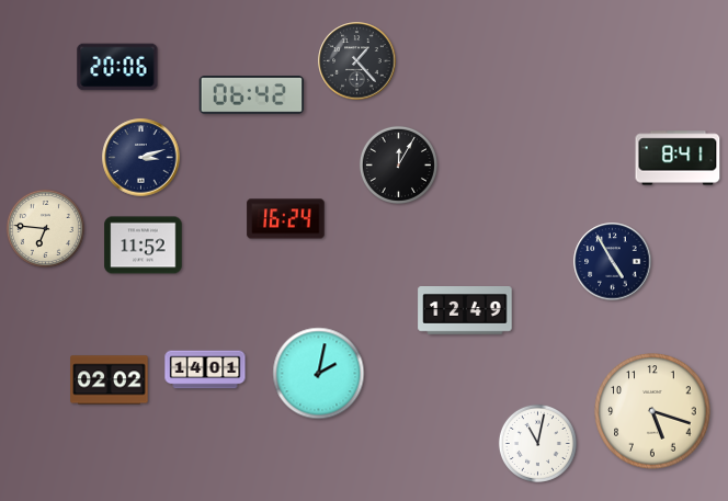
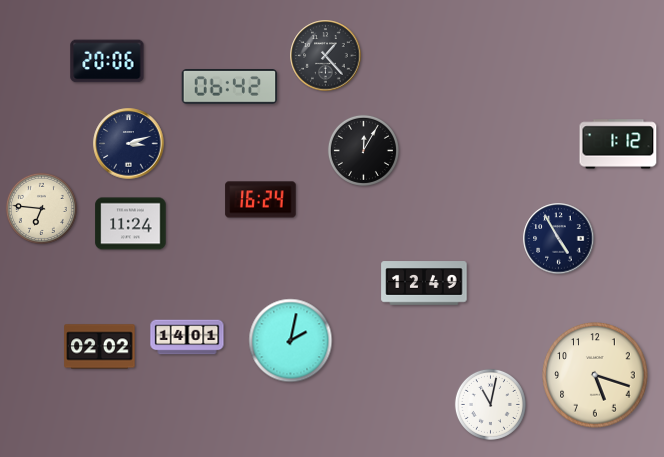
clock at (678, 158): 8:41 -> 1:12
clock at (144, 246): 11:52 -> 11:24
